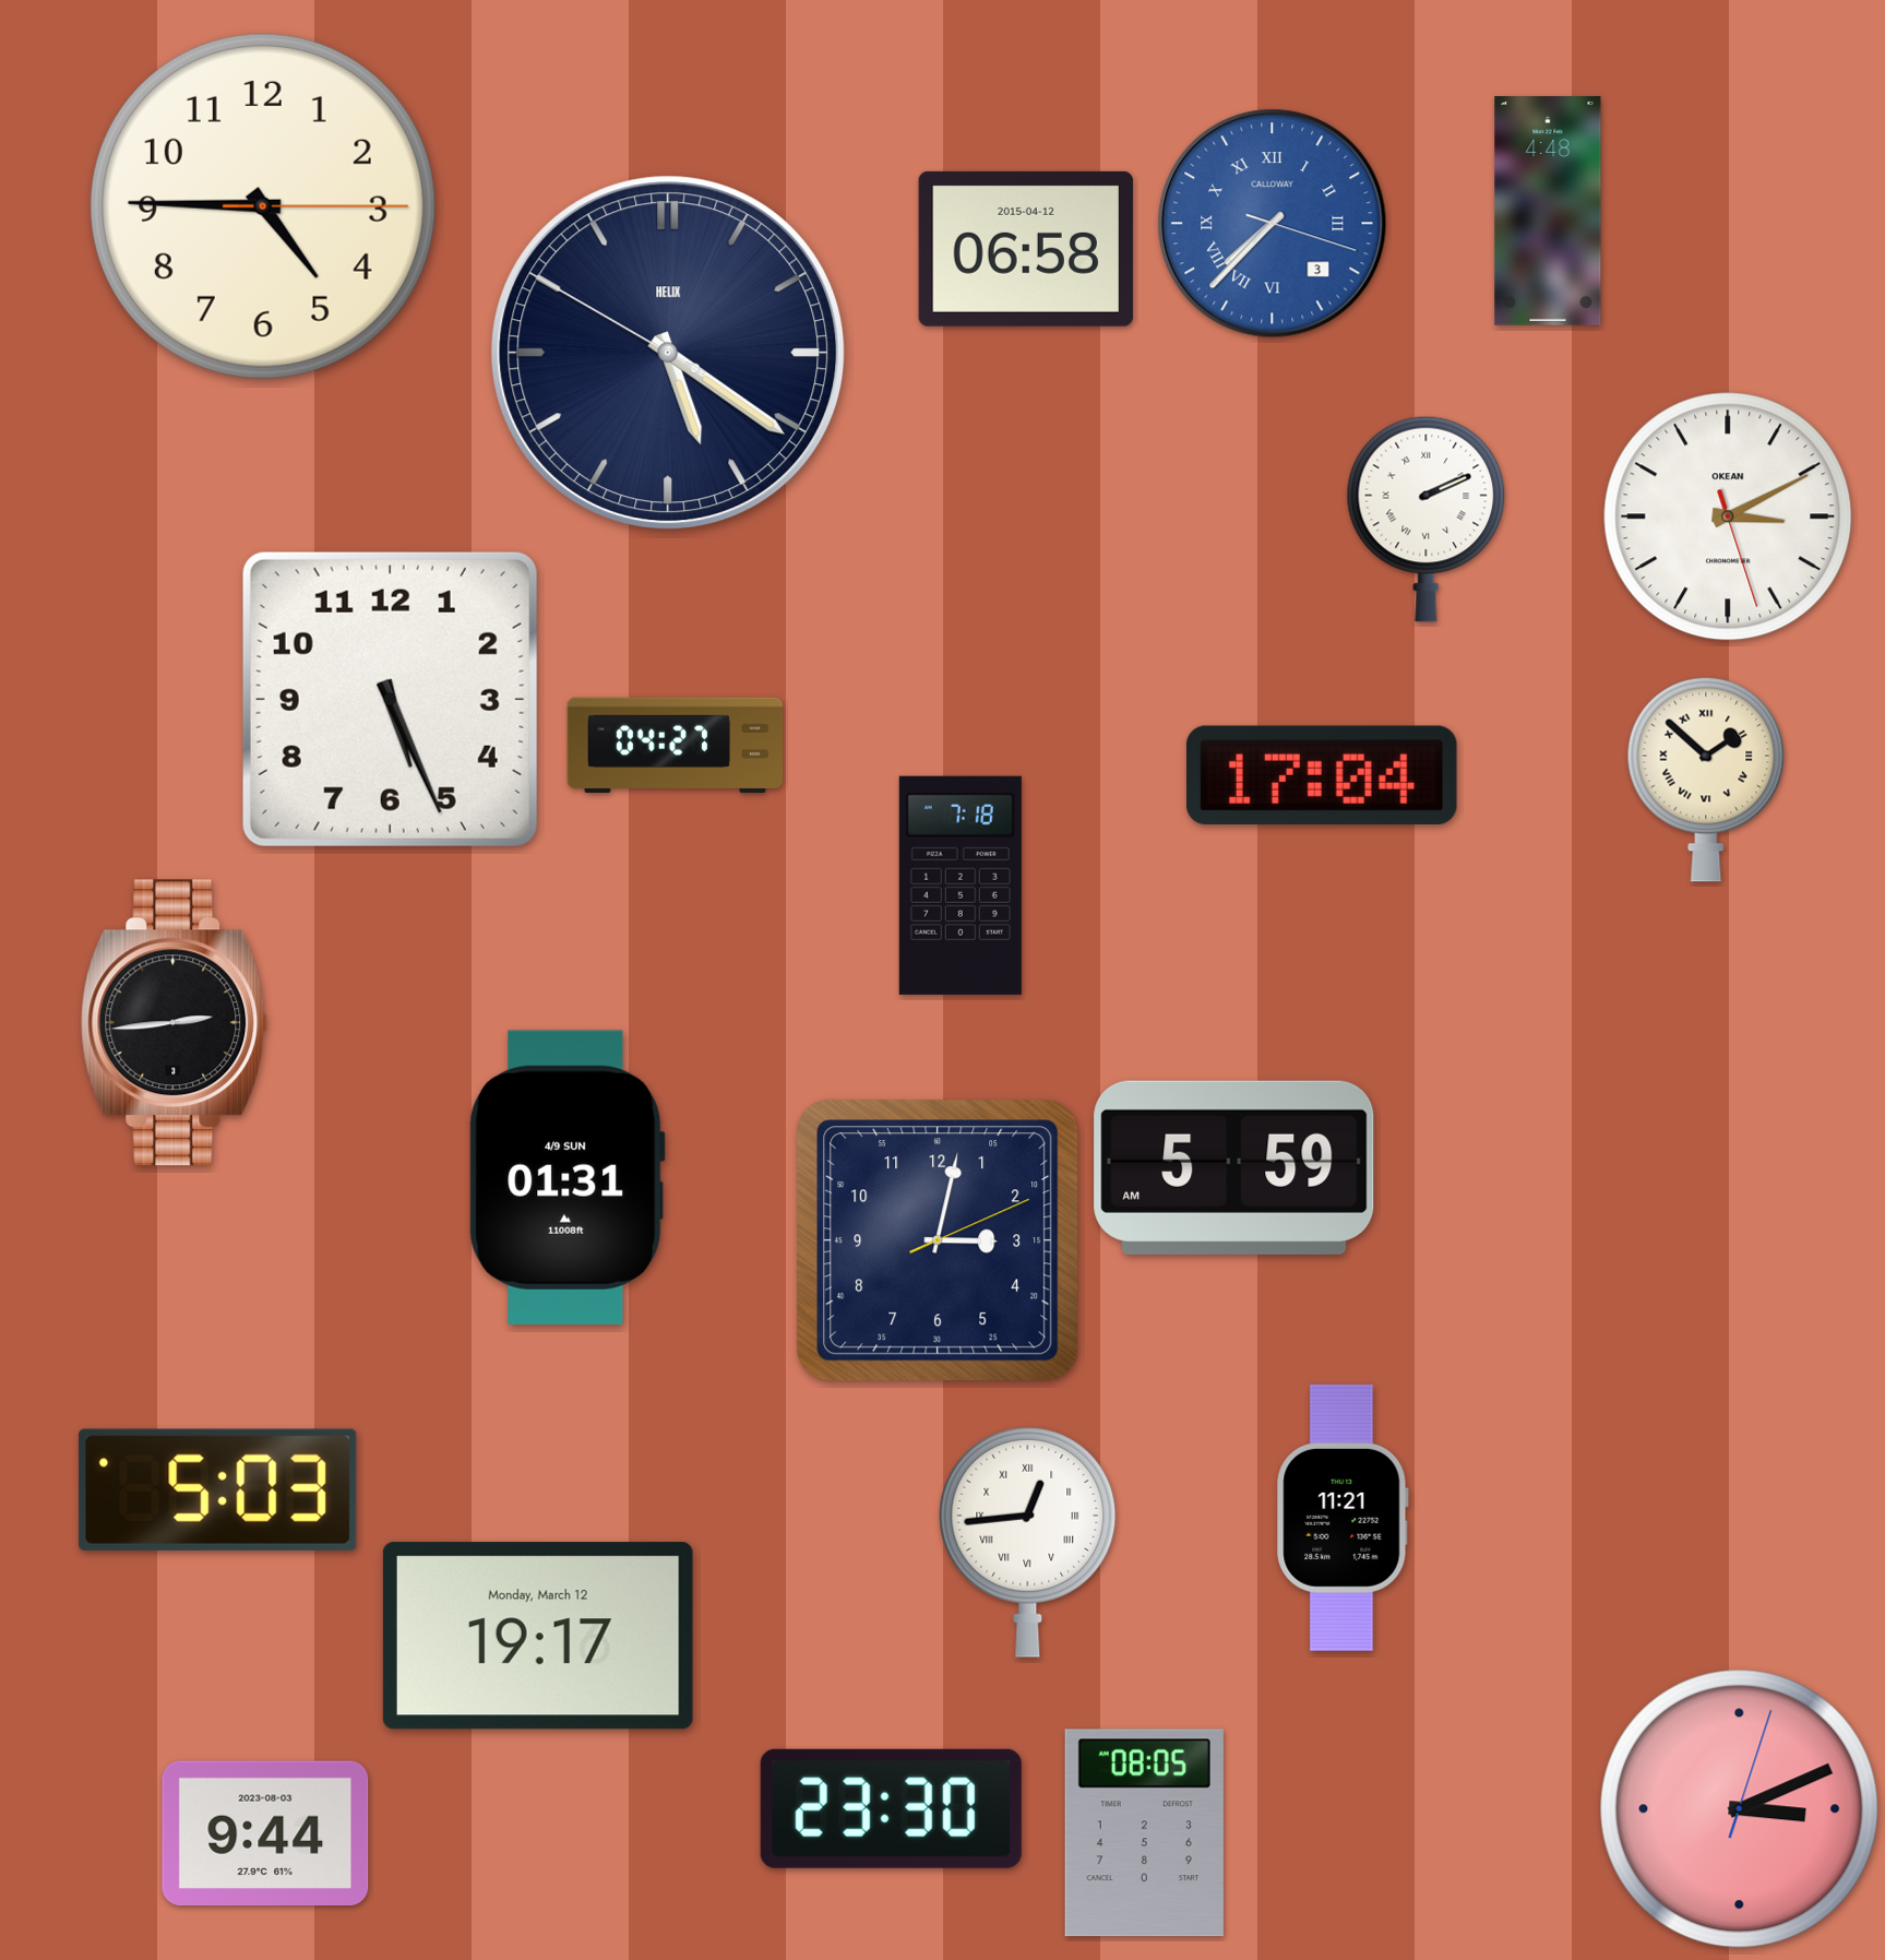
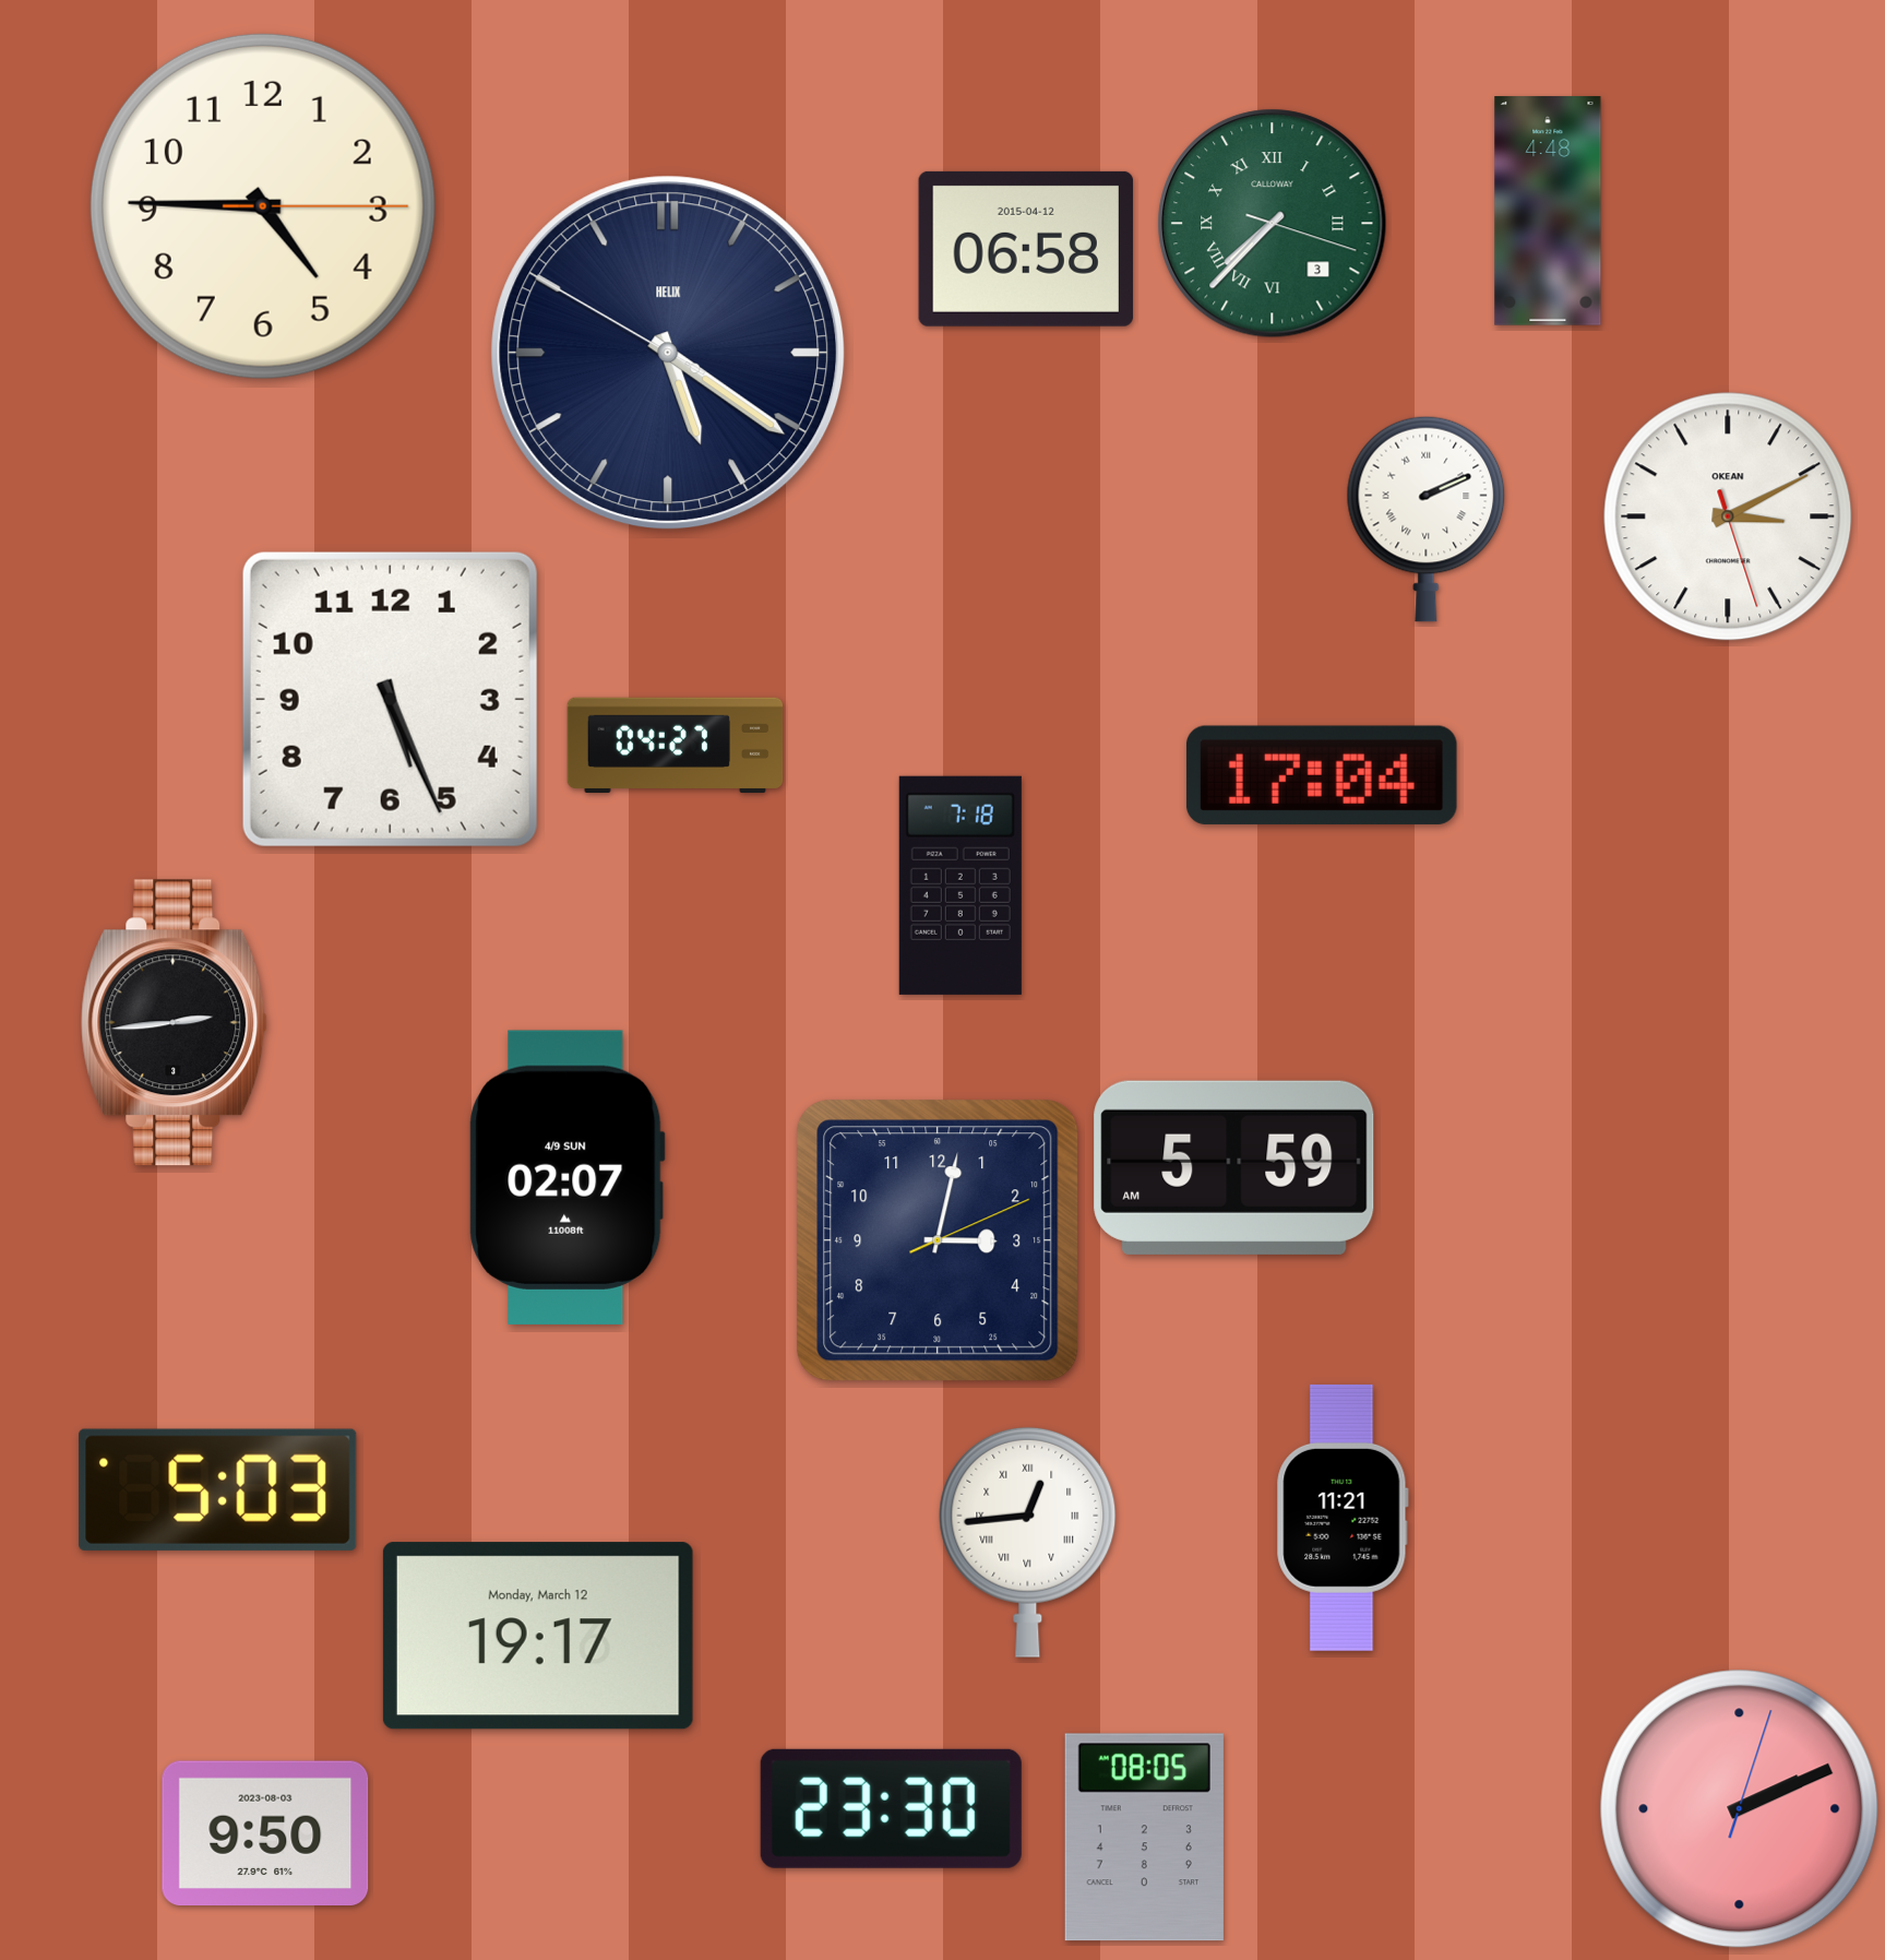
clock at (1273, 224) dial: blue -> green
clock at (1706, 780): 1:52 -> none
clock at (566, 1177): 01:31 -> 02:07
clock at (1740, 1809): 3:11 -> 2:11
clock at (265, 1833): 9:44 -> 9:50
clock at (1144, 1833) position: (1144, 1833) -> (1144, 1838)
